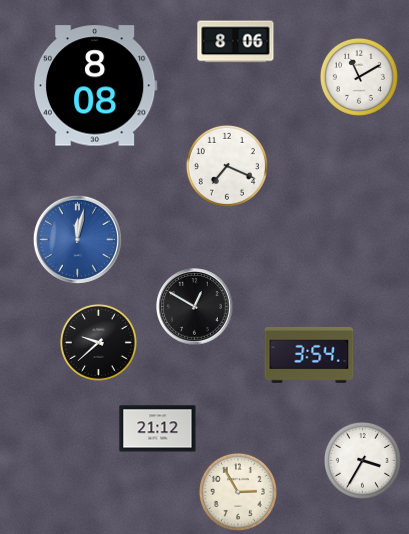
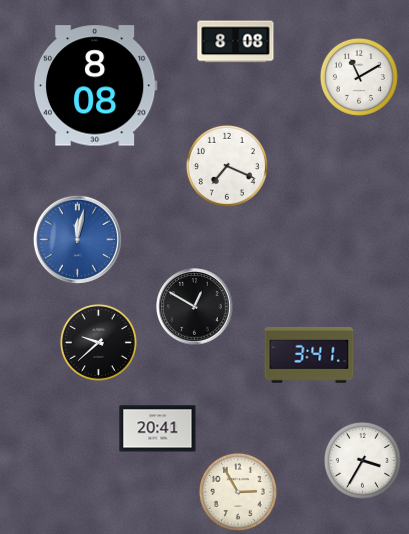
clock at (236, 42): 8:06 -> 8:08
clock at (309, 355): 3:54 -> 3:41
clock at (158, 429): 21:12 -> 20:41
